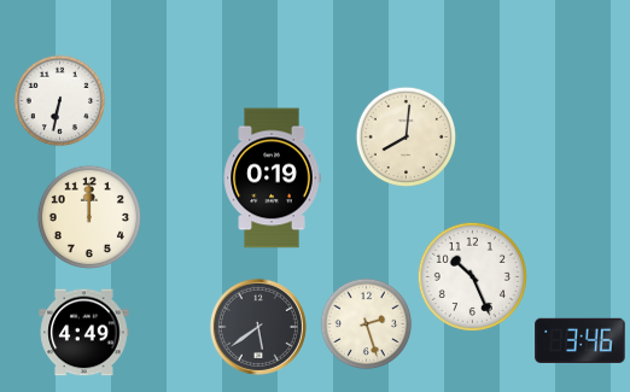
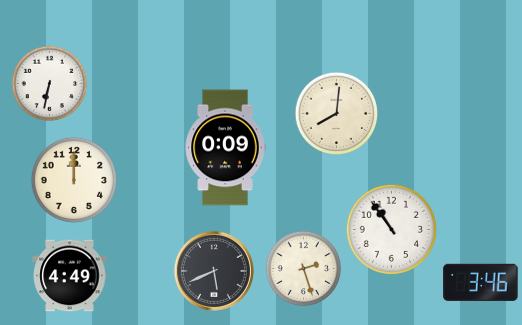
clock at (272, 179): 0:19 -> 0:09
clock at (472, 276): 10:26 -> 10:54
clock at (258, 327): 5:39 -> 5:41
